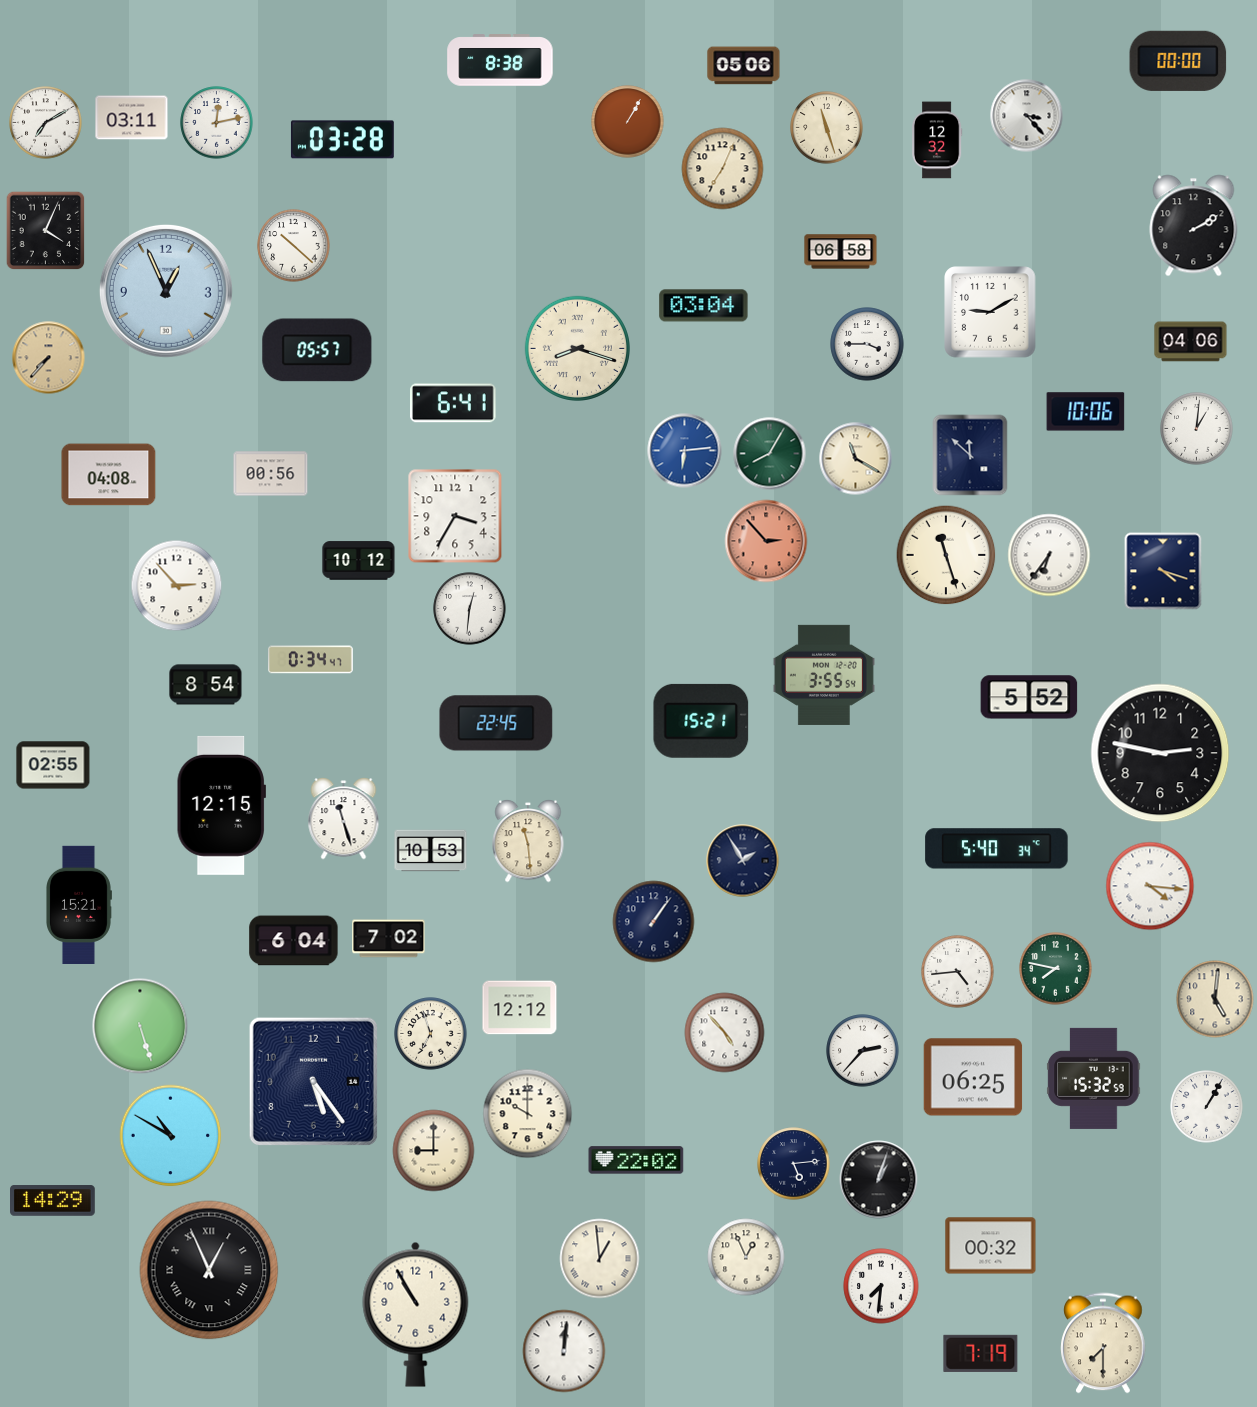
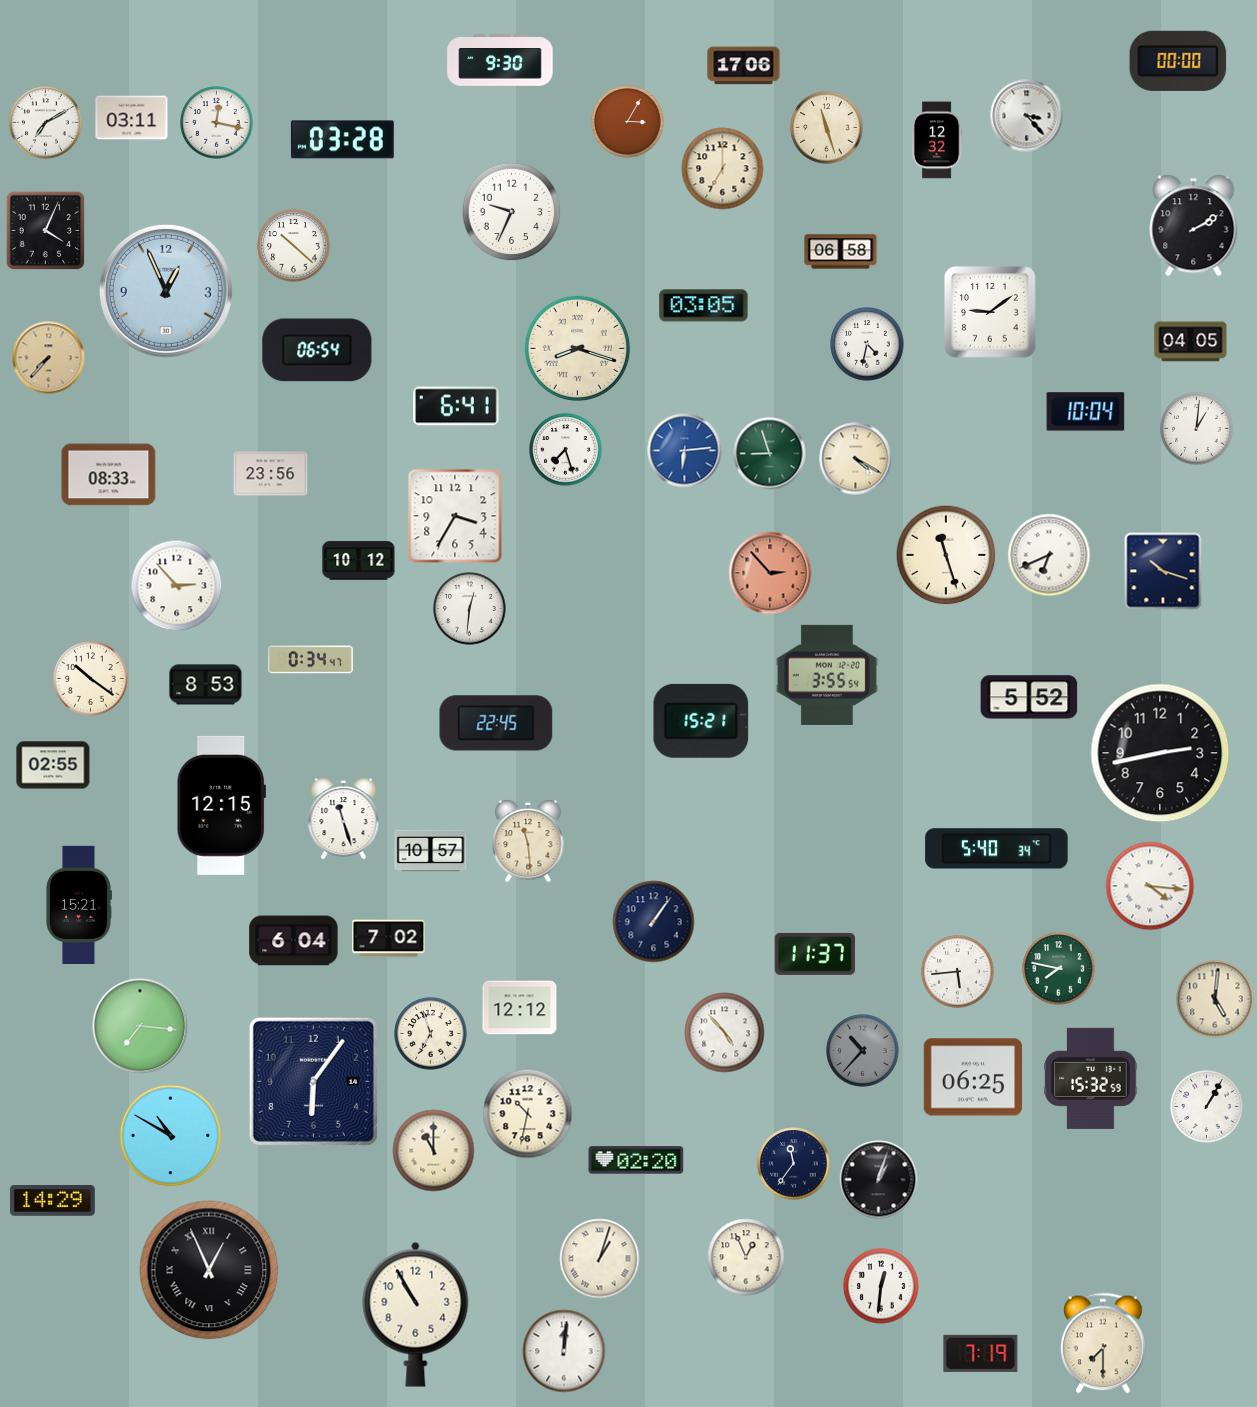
clock at (500, 60): 8:38 -> 9:30
clock at (744, 66): 05:06 -> 17:06
clock at (628, 122): 1:05 -> 3:05
clock at (217, 123): 12:13 -> 12:17
clock at (723, 169): 7:04 -> 7:00
clock at (512, 212): none -> 9:34
clock at (704, 306): 03:04 -> 03:05
clock at (990, 312): 9:10 -> 9:09
clock at (1191, 342): 04:06 -> 04:05
clock at (867, 344): 3:45 -> 4:32
clock at (317, 350): 05:57 -> 06:54
clock at (454, 403) position: (454, 403) -> (457, 406)
clock at (1086, 412): 10:06 -> 10:04
clock at (566, 450): none -> 7:27
clock at (770, 454): 8:05 -> 8:57
clock at (970, 455): 11:52 -> none
clock at (856, 459): 11:20 -> 4:20
clock at (271, 474): 00:56 -> 23:56
clock at (109, 475): 04:08 -> 08:33
clock at (766, 541) position: (766, 541) -> (770, 573)
clock at (1049, 555): 6:36 -> 6:41
clock at (1163, 571): 4:18 -> 10:18
clock at (824, 675) position: (824, 675) -> (827, 675)
clock at (91, 679): none -> 10:21
clock at (206, 685): 8:54 -> 8:53
clock at (1160, 753): 2:47 -> 2:43
clock at (431, 851): 10:53 -> 10:57
clock at (743, 861): 1:55 -> none
clock at (815, 954): none -> 11:37
clock at (1056, 969) position: (1056, 969) -> (1059, 969)
clock at (958, 972): 4:44 -> 5:44
clock at (140, 1026): 5:27 -> 7:16
clock at (863, 1051): 2:37 -> 10:37
clock at (863, 1051) dial: white -> grey
clock at (1094, 1078) position: (1094, 1078) -> (1091, 1078)
clock at (313, 1081): 5:24 -> 6:06
clock at (528, 1114): 10:00 -> 10:32
clock at (434, 1151): 9:00 -> 11:00
clock at (636, 1160): 22:02 -> 02:20
clock at (794, 1164): 5:14 -> 11:36
clock at (991, 1246): 00:32 -> none
clock at (600, 1259): 12:59 -> 1:03
clock at (881, 1286): 7:31 -> 12:31
